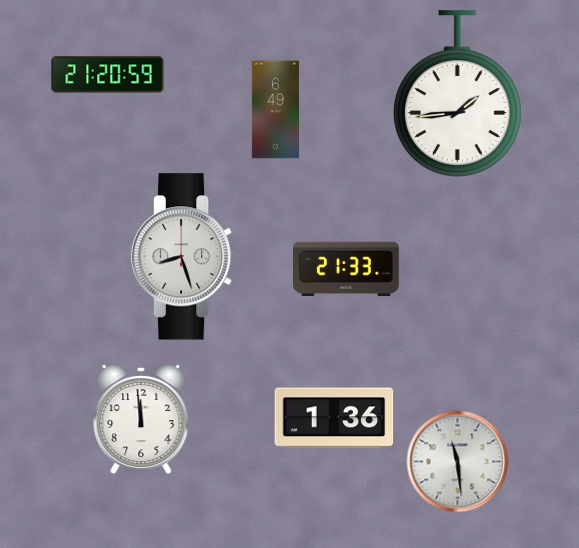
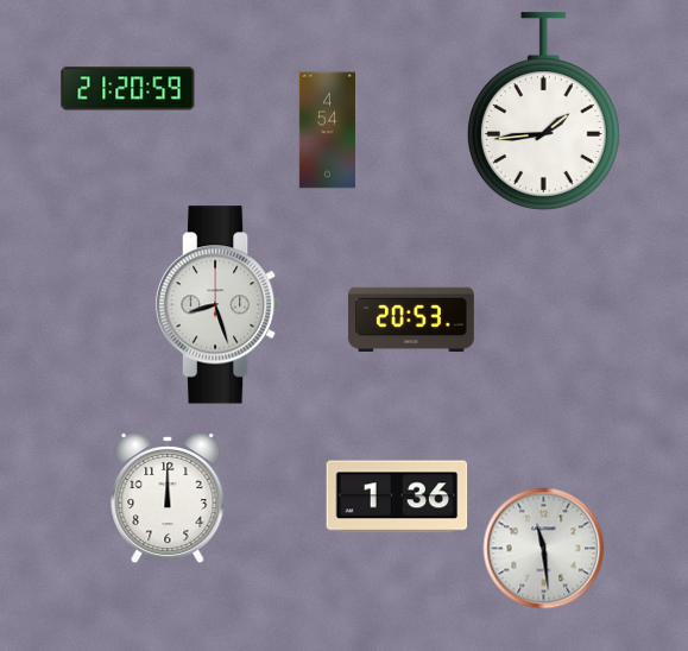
clock at (275, 110): 6:49 -> 4:54
clock at (347, 269): 21:33 -> 20:53
clock at (141, 419): 11:59 -> 12:00
